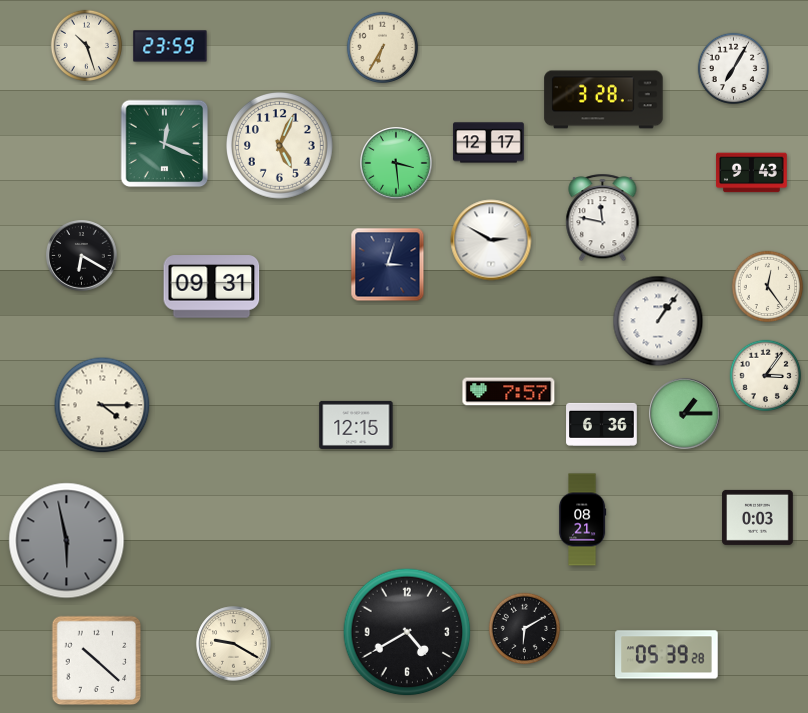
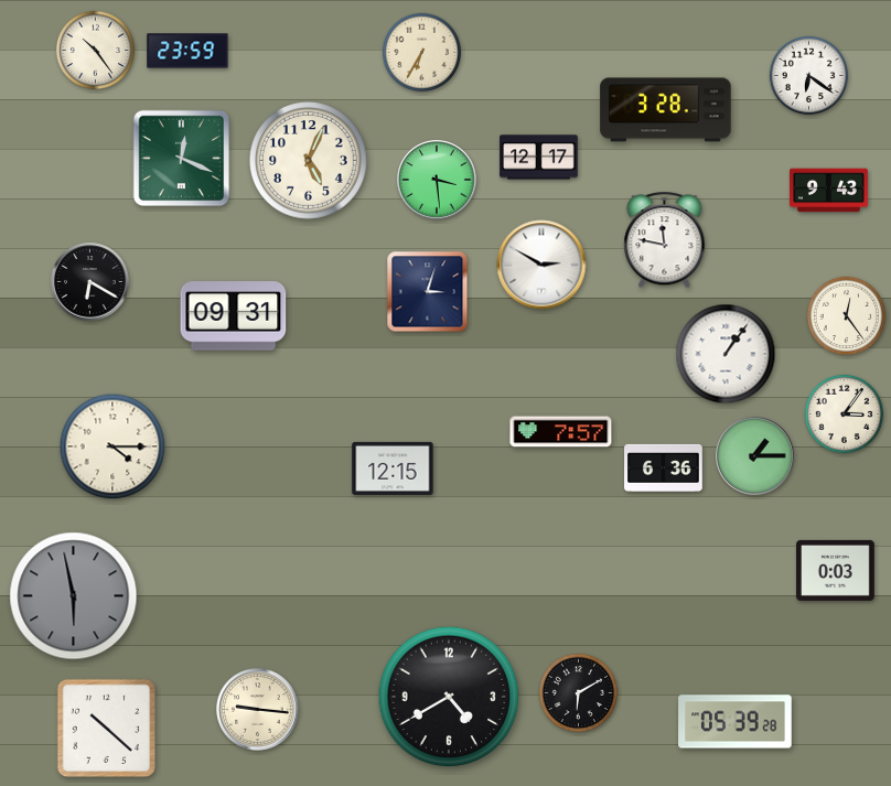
clock at (87, 46): 10:27 -> 10:24
clock at (734, 69): 7:05 -> 6:21
clock at (582, 520): 08:21 -> none
clock at (234, 644): 9:20 -> 9:16
